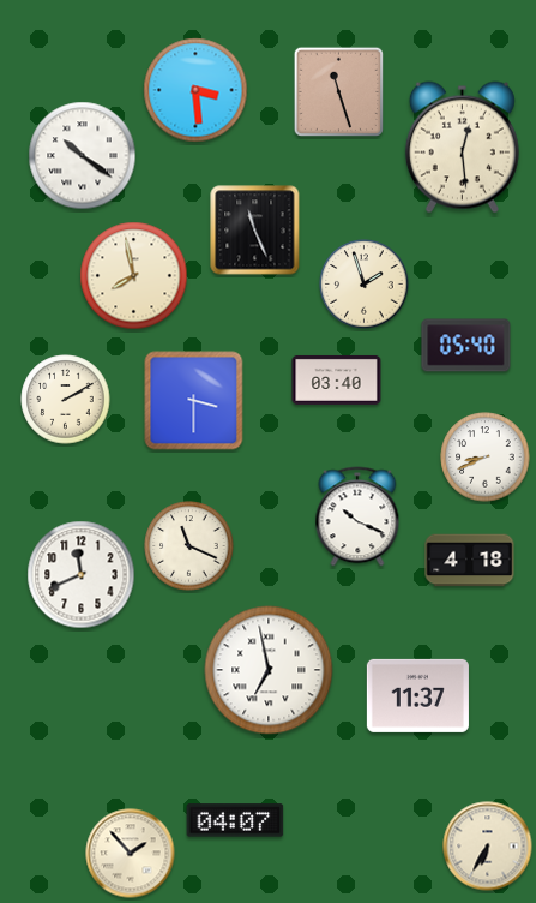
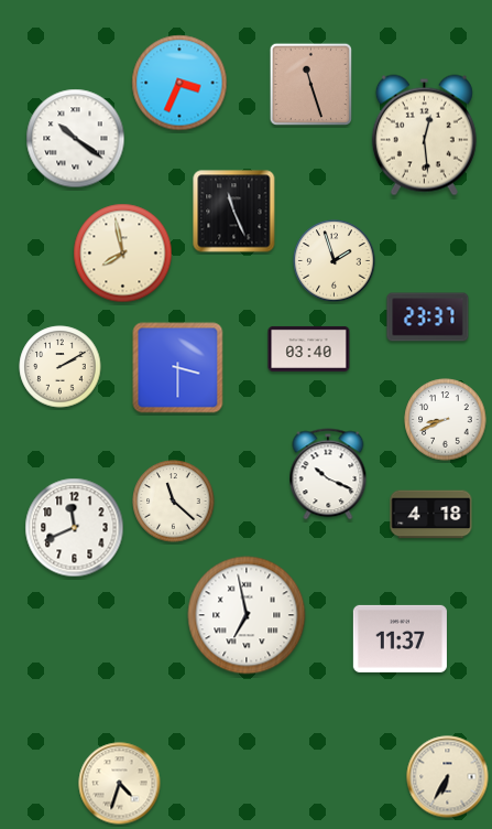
clock at (195, 90): 3:29 -> 3:34
clock at (83, 156) position: (83, 156) -> (76, 139)
clock at (466, 346): 05:40 -> 23:37
clock at (189, 546): 11:19 -> 11:22
clock at (417, 695) position: (417, 695) -> (400, 638)
clock at (235, 820): 04:07 -> none
clock at (131, 854): 1:53 -> 4:33
